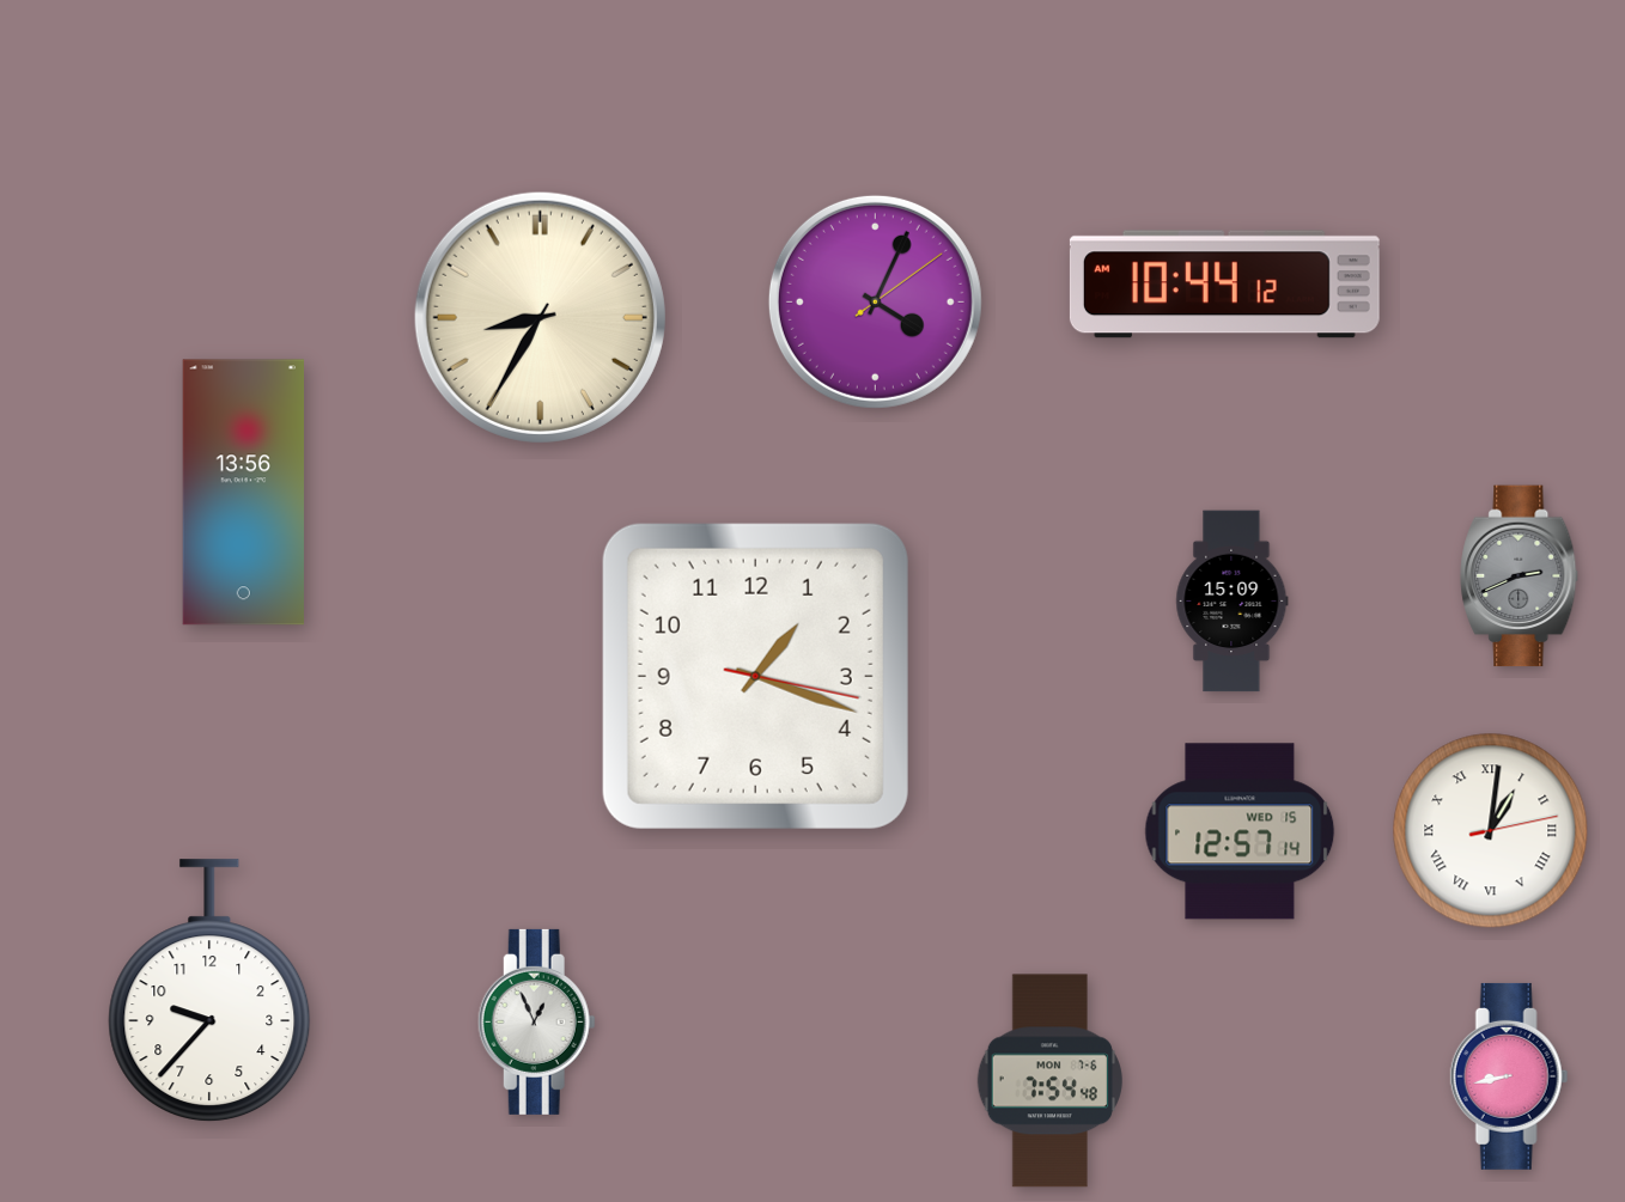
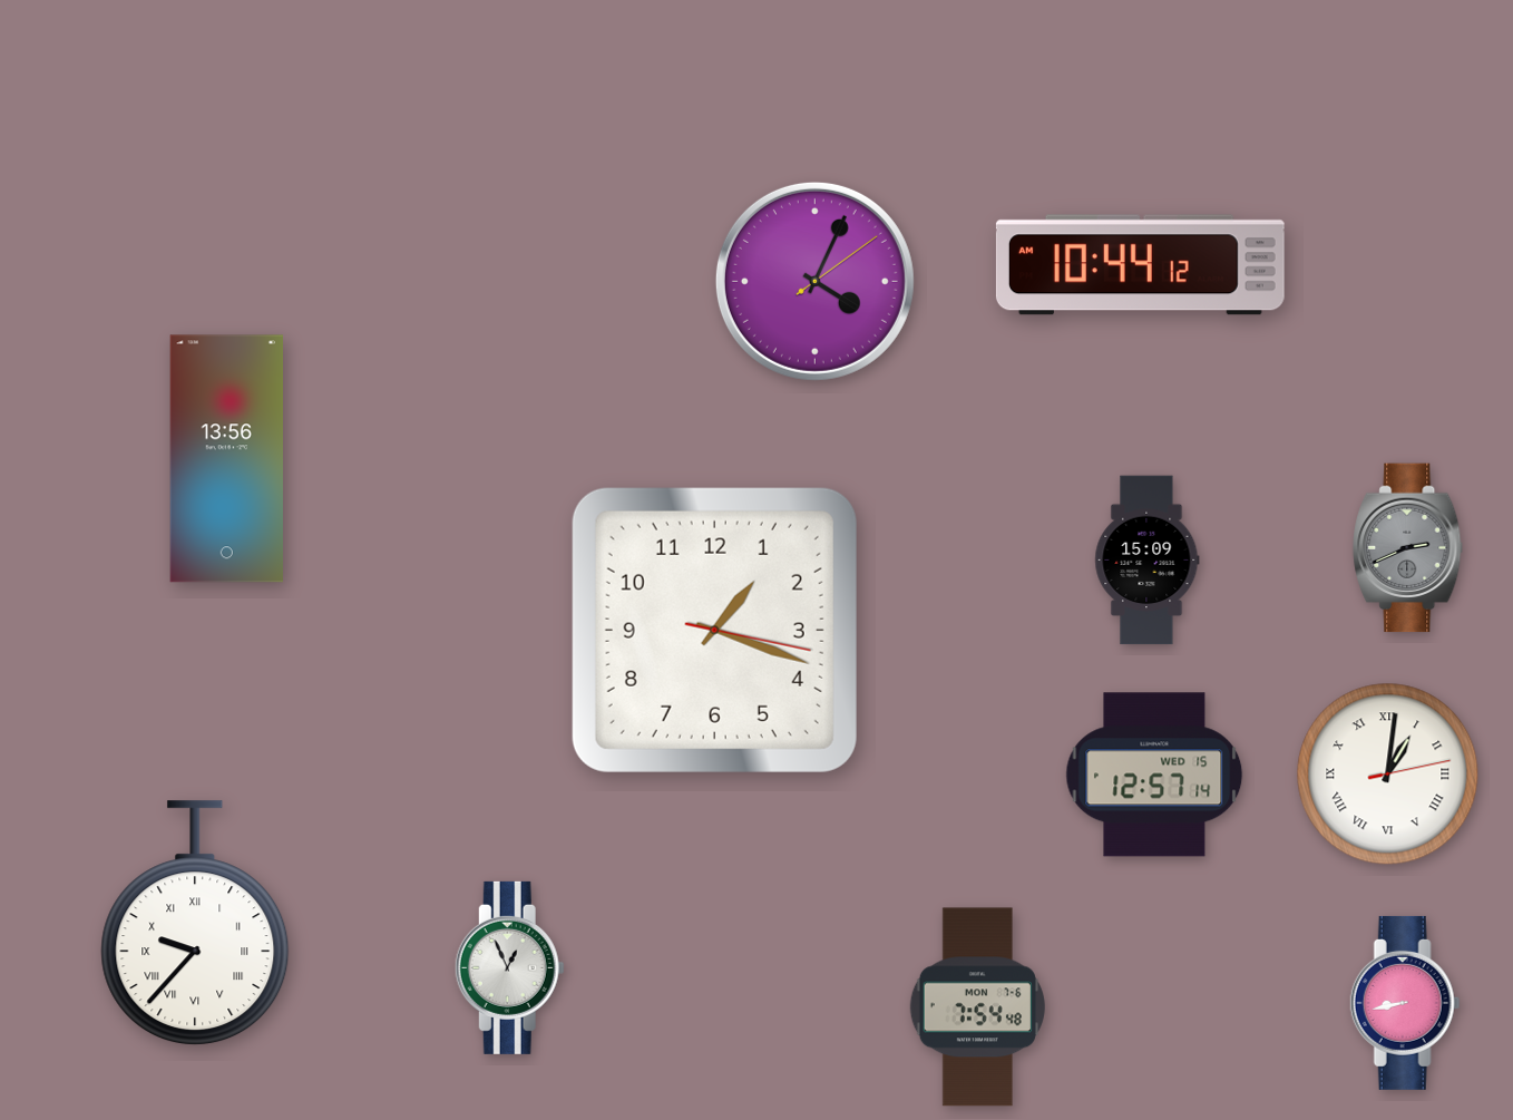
clock at (540, 317): 8:35 -> none
clock at (1520, 576) position: (1520, 576) -> (1408, 548)
clock at (755, 676) position: (755, 676) -> (714, 630)
clock at (209, 992) numerals: Arabic -> Roman
clock at (536, 1021) position: (536, 1021) -> (509, 967)
